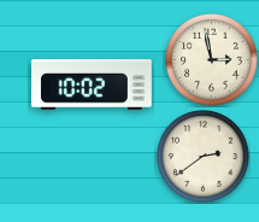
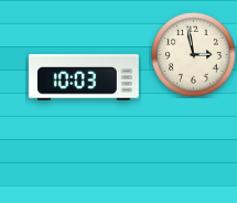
clock at (93, 84): 10:02 -> 10:03
clock at (204, 157): 2:39 -> none
